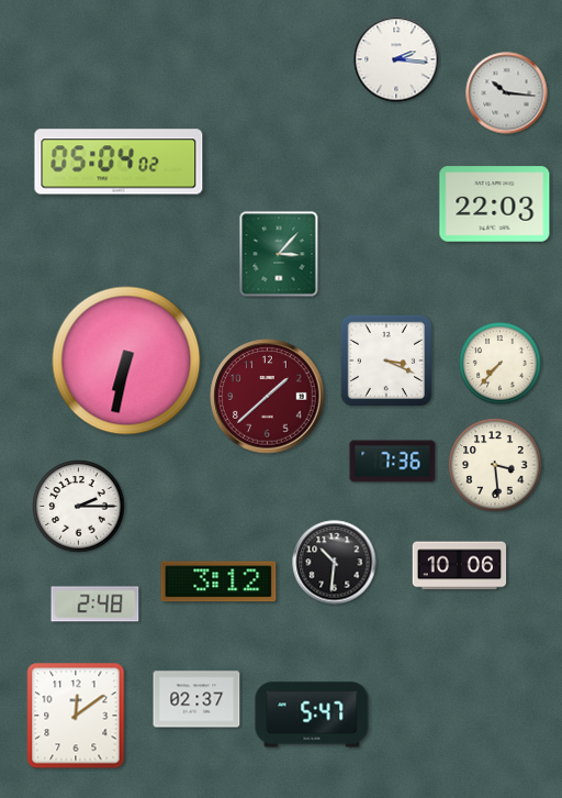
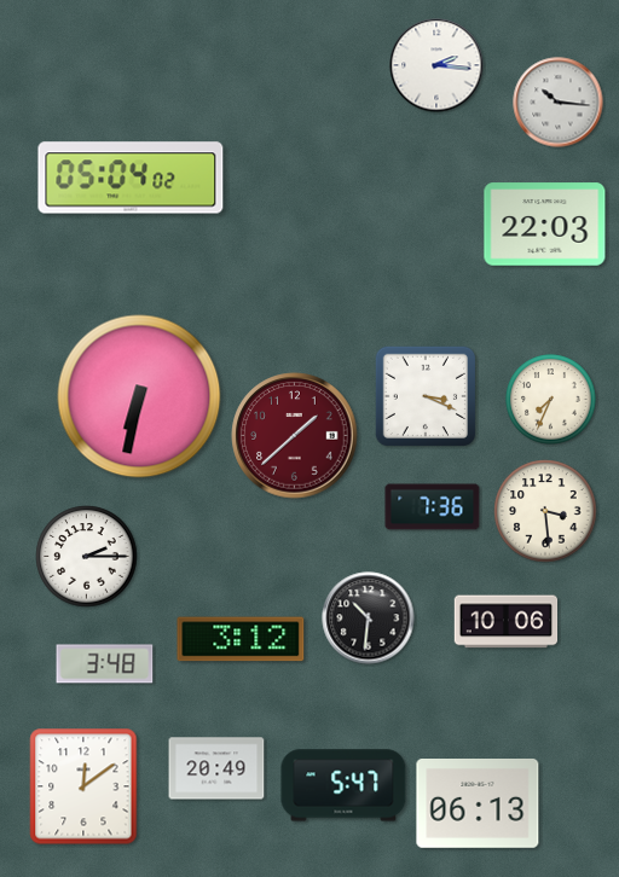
clock at (279, 254): 3:07 -> none
clock at (501, 364): 7:37 -> 7:34
clock at (95, 605): 2:48 -> 3:48
clock at (196, 699): 02:37 -> 20:49
clock at (478, 805): none -> 06:13
